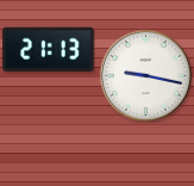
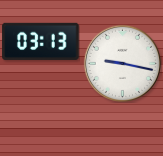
clock at (49, 49): 21:13 -> 03:13
